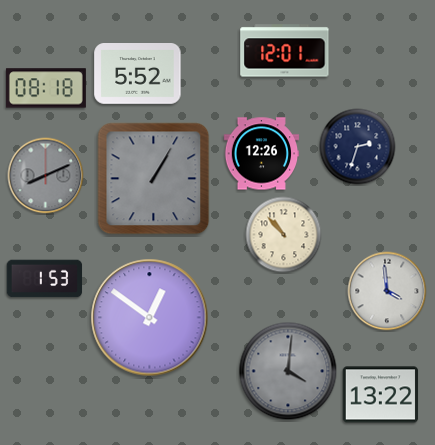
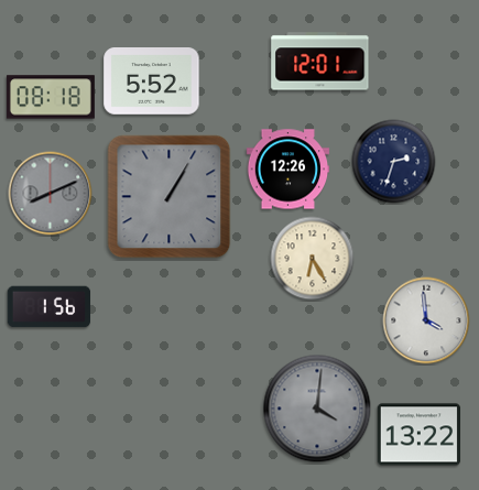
clock at (285, 51) position: (285, 51) -> (320, 62)
clock at (284, 235): 10:53 -> 6:25
clock at (45, 279): 1:53 -> 1:56
clock at (150, 318): 12:51 -> none
